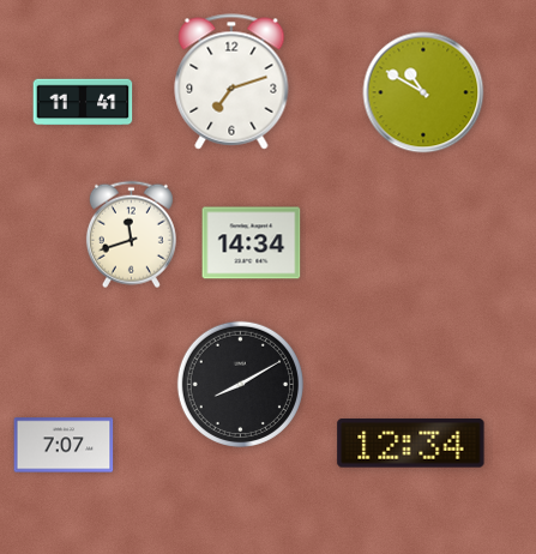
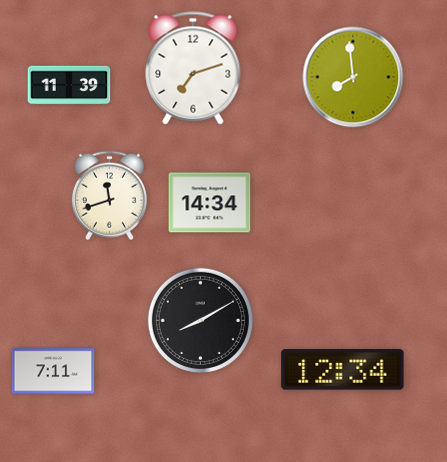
clock at (423, 92): 10:50 -> 7:59
clock at (83, 102): 11:41 -> 11:39
clock at (64, 445): 7:07 -> 7:11
